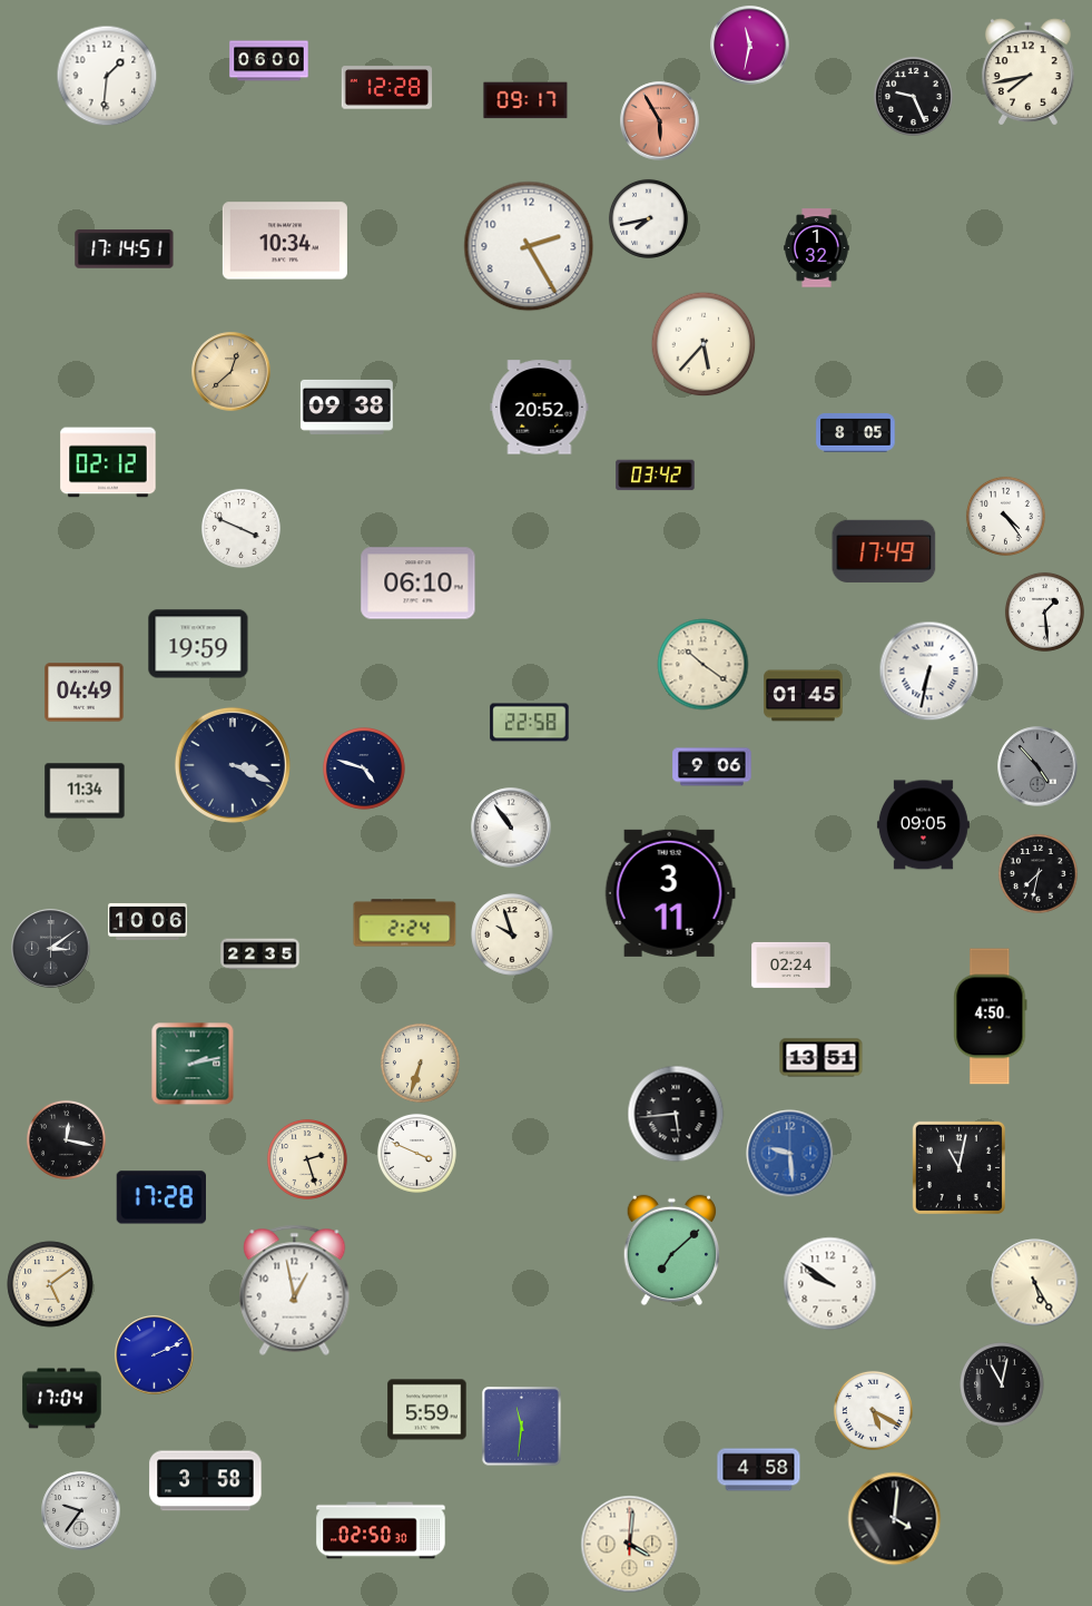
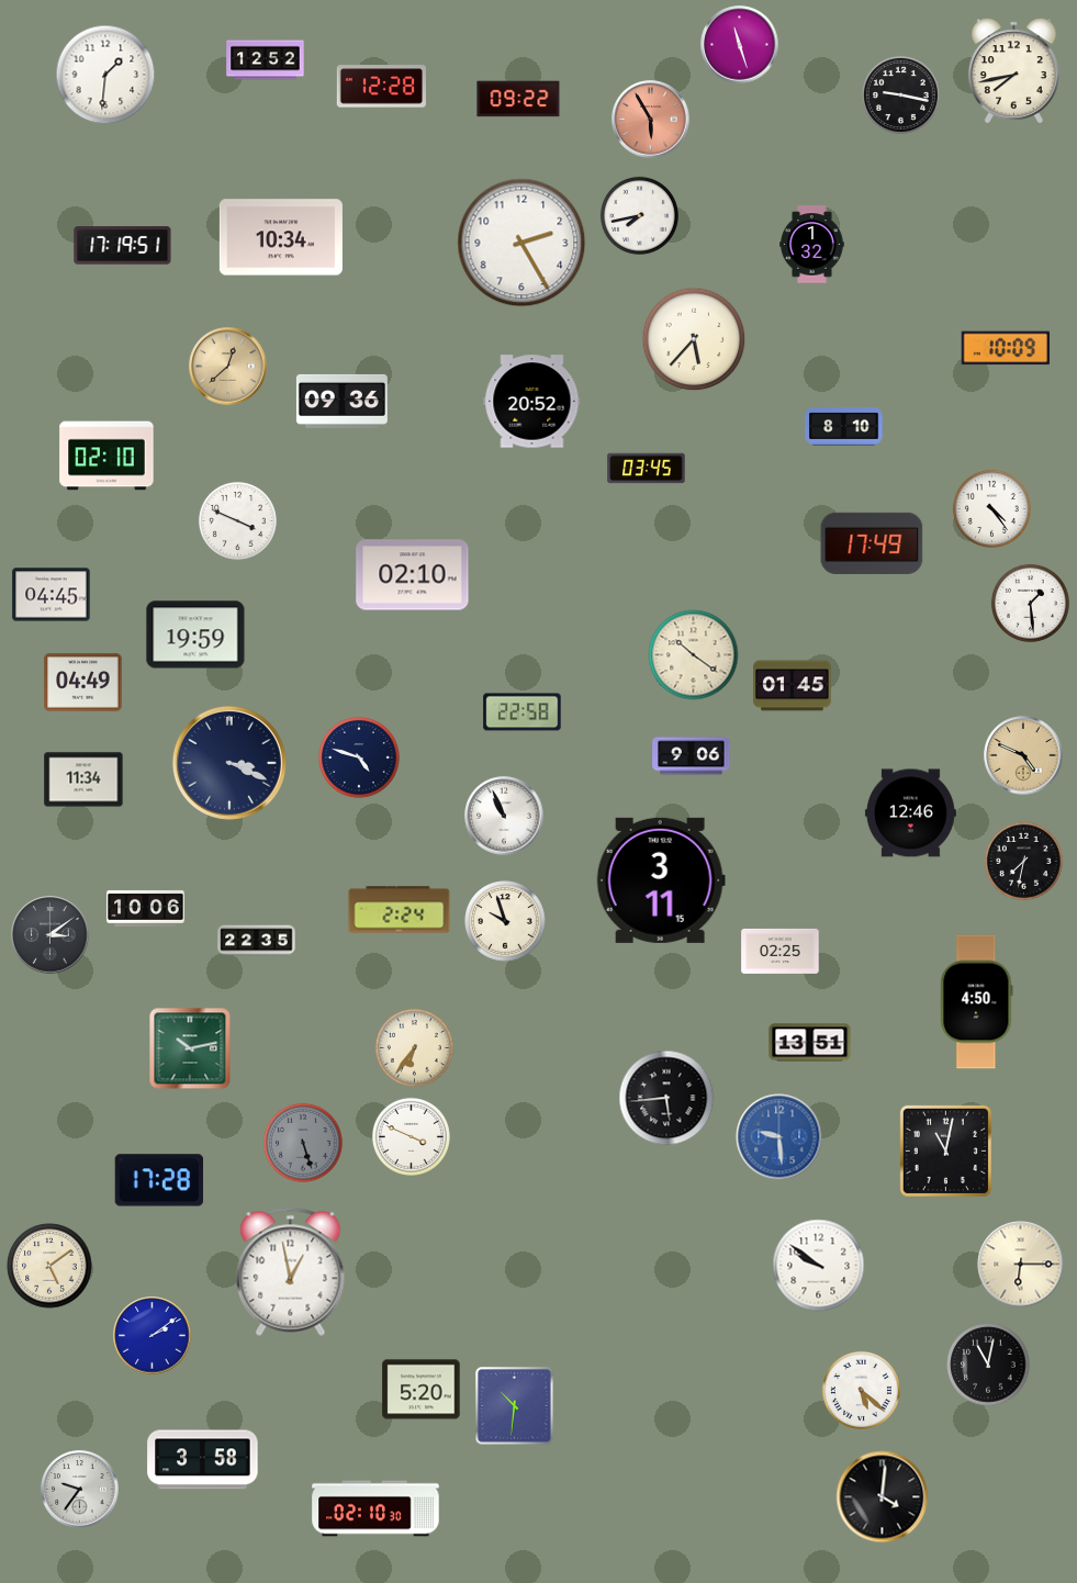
clock at (750, 46): 11:32 -> 11:27
clock at (269, 61): 06:00 -> 12:52
clock at (913, 96): 9:26 -> 9:17
clock at (525, 100): 09:17 -> 09:22
clock at (817, 248) position: (817, 248) -> (812, 245)
clock at (125, 249): 17:14 -> 17:19
clock at (1005, 348): none -> 10:09
clock at (346, 407): 09:38 -> 09:36
clock at (856, 433): 8:05 -> 8:10
clock at (108, 462): 02:12 -> 02:10
clock at (656, 476): 03:42 -> 03:45
clock at (419, 584): 06:10 -> 02:10
clock at (52, 595): none -> 04:45
clock at (929, 672): 6:32 -> none
clock at (233, 765) position: (233, 765) -> (229, 763)
clock at (1037, 766): 4:53 -> 4:49
clock at (1037, 766) dial: grey -> champagne
clock at (712, 767) position: (712, 767) -> (692, 756)
clock at (923, 825): 09:05 -> 12:46
clock at (511, 828): 10:54 -> 10:56
clock at (791, 964): 02:24 -> 02:25
clock at (420, 1062): 6:33 -> 6:36
clock at (193, 1064): 2:13 -> 10:13
clock at (66, 1139): 12:17 -> none
clock at (307, 1159): 2:27 -> 5:27
clock at (307, 1159) dial: cream -> grey
clock at (671, 1251): 7:08 -> none
clock at (1035, 1283): 5:25 -> 6:15
clock at (155, 1355): 2:11 -> 2:09
clock at (62, 1399): 17:04 -> none
clock at (427, 1410): 5:59 -> 5:20
clock at (873, 1410): 5:20 -> 5:22
clock at (522, 1427): 11:31 -> 10:31
clock at (759, 1470): 4:58 -> none
clock at (381, 1530): 02:50 -> 02:10
clock at (630, 1545): 4:01 -> none
